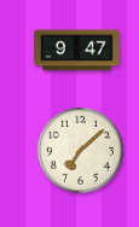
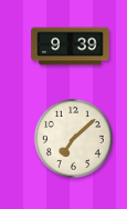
clock at (77, 51): 9:47 -> 9:39
